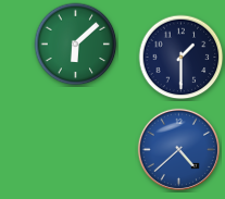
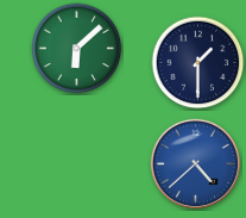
clock at (76, 45) position: (76, 45) -> (77, 49)
